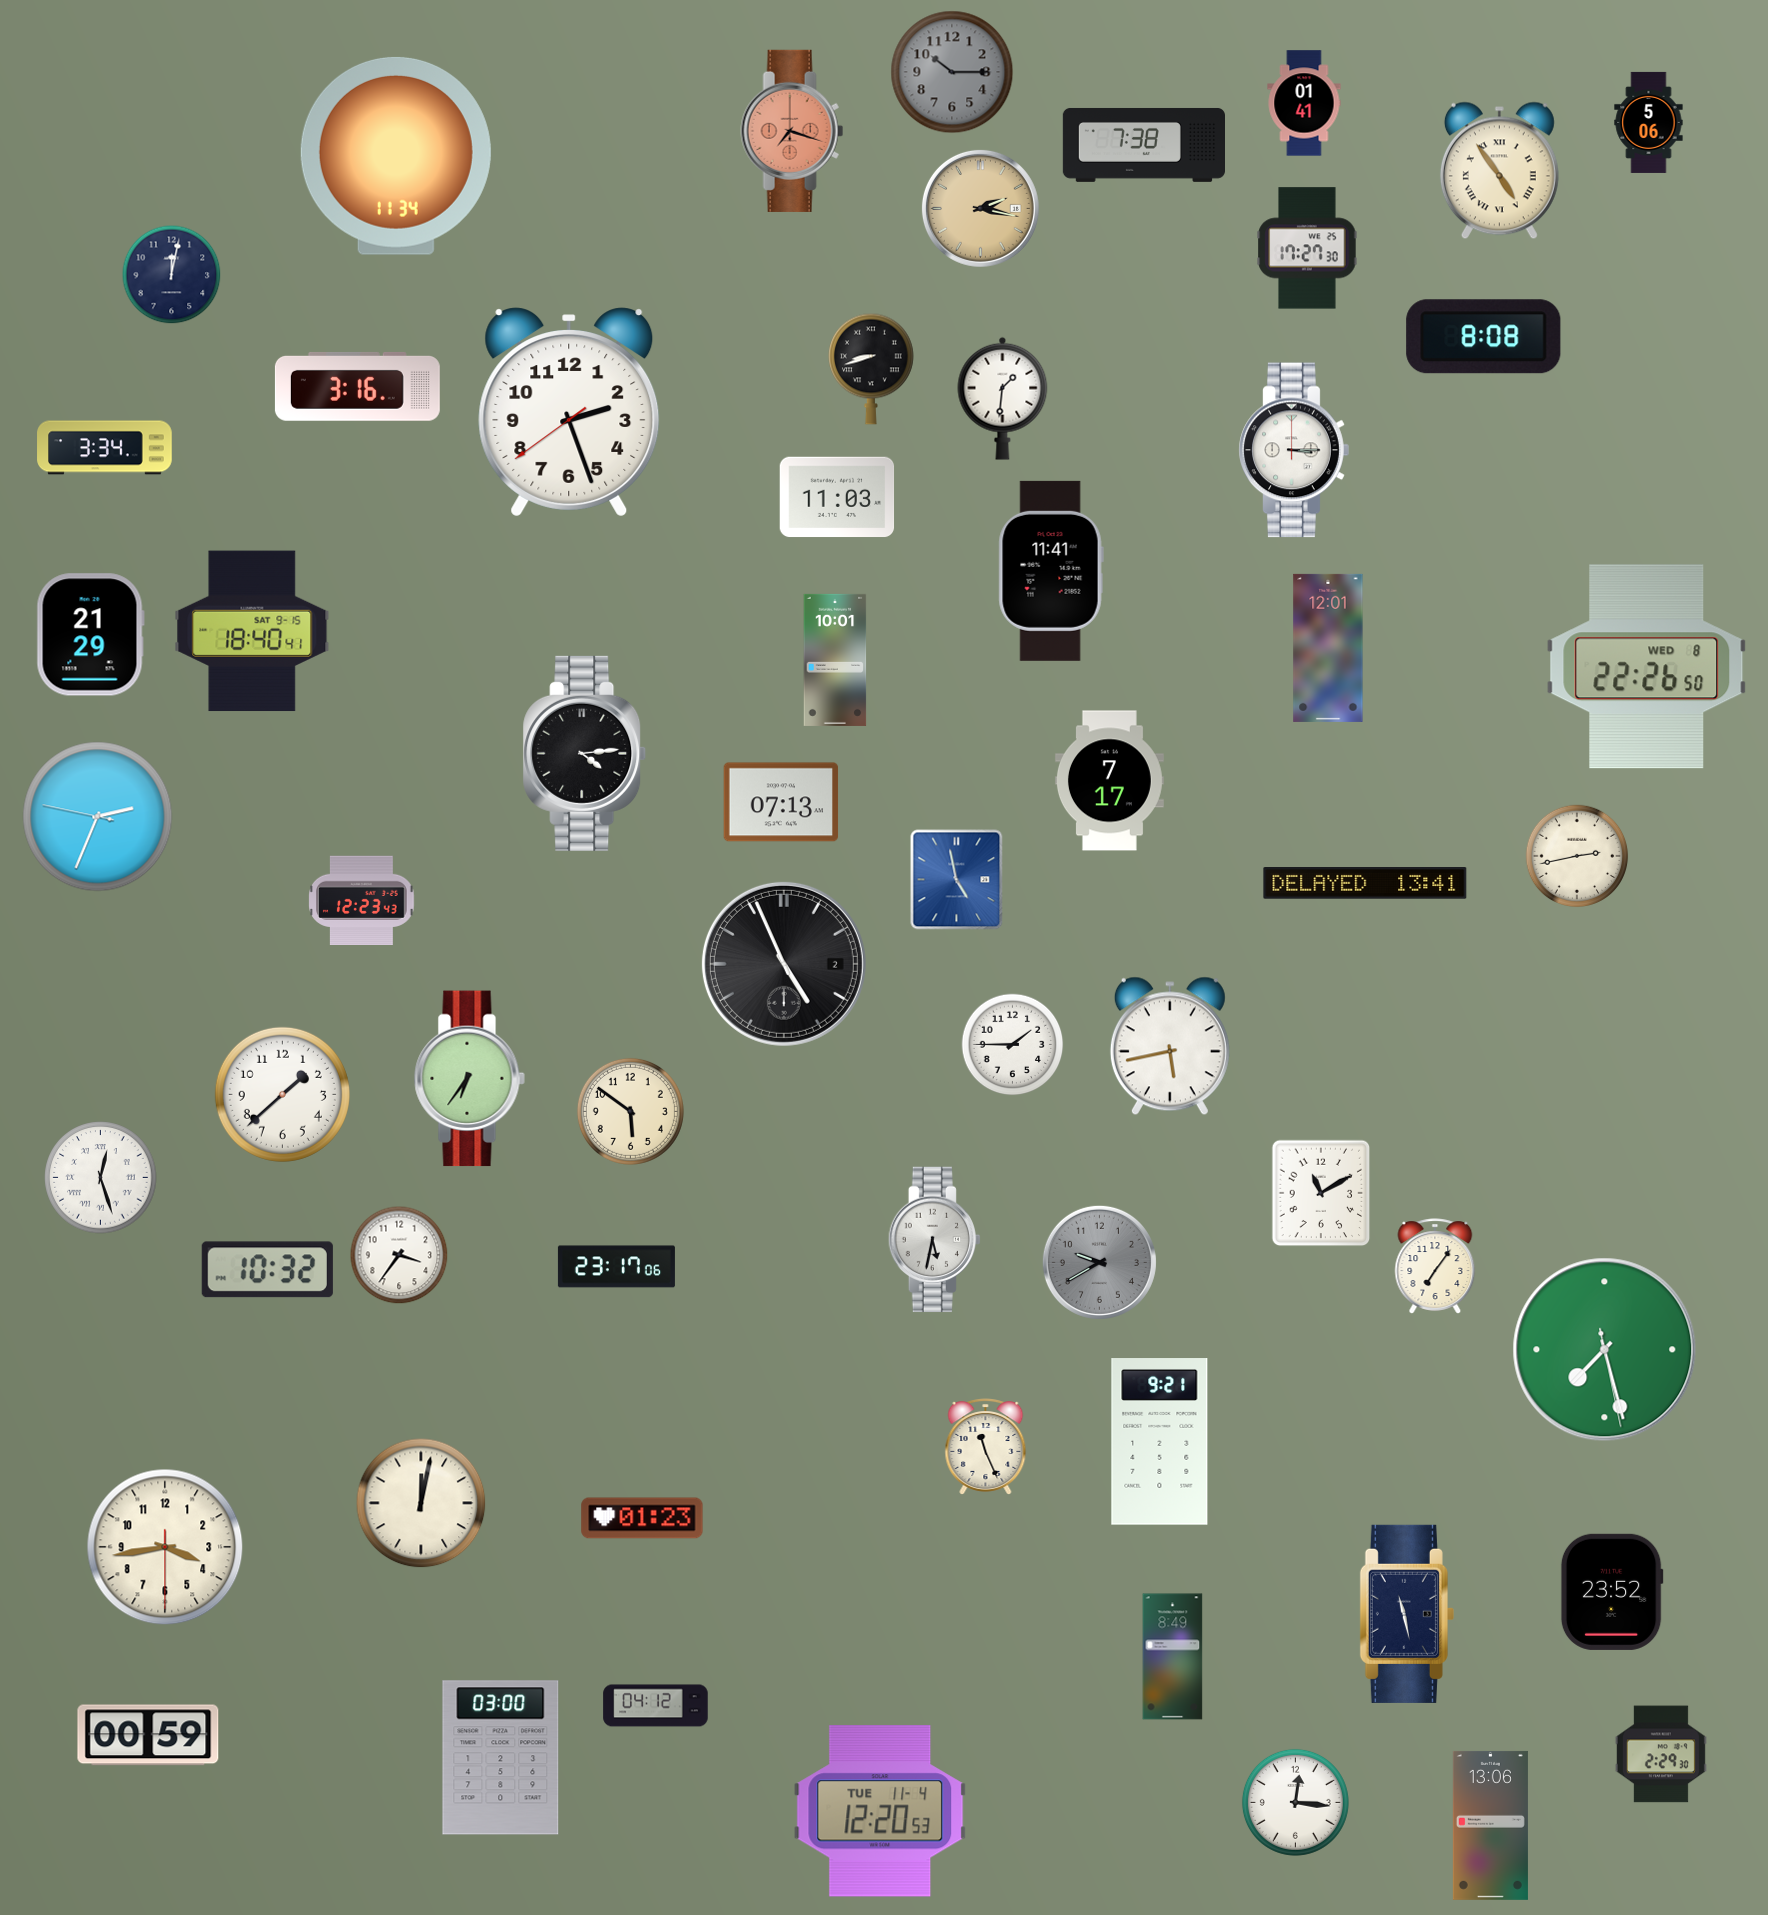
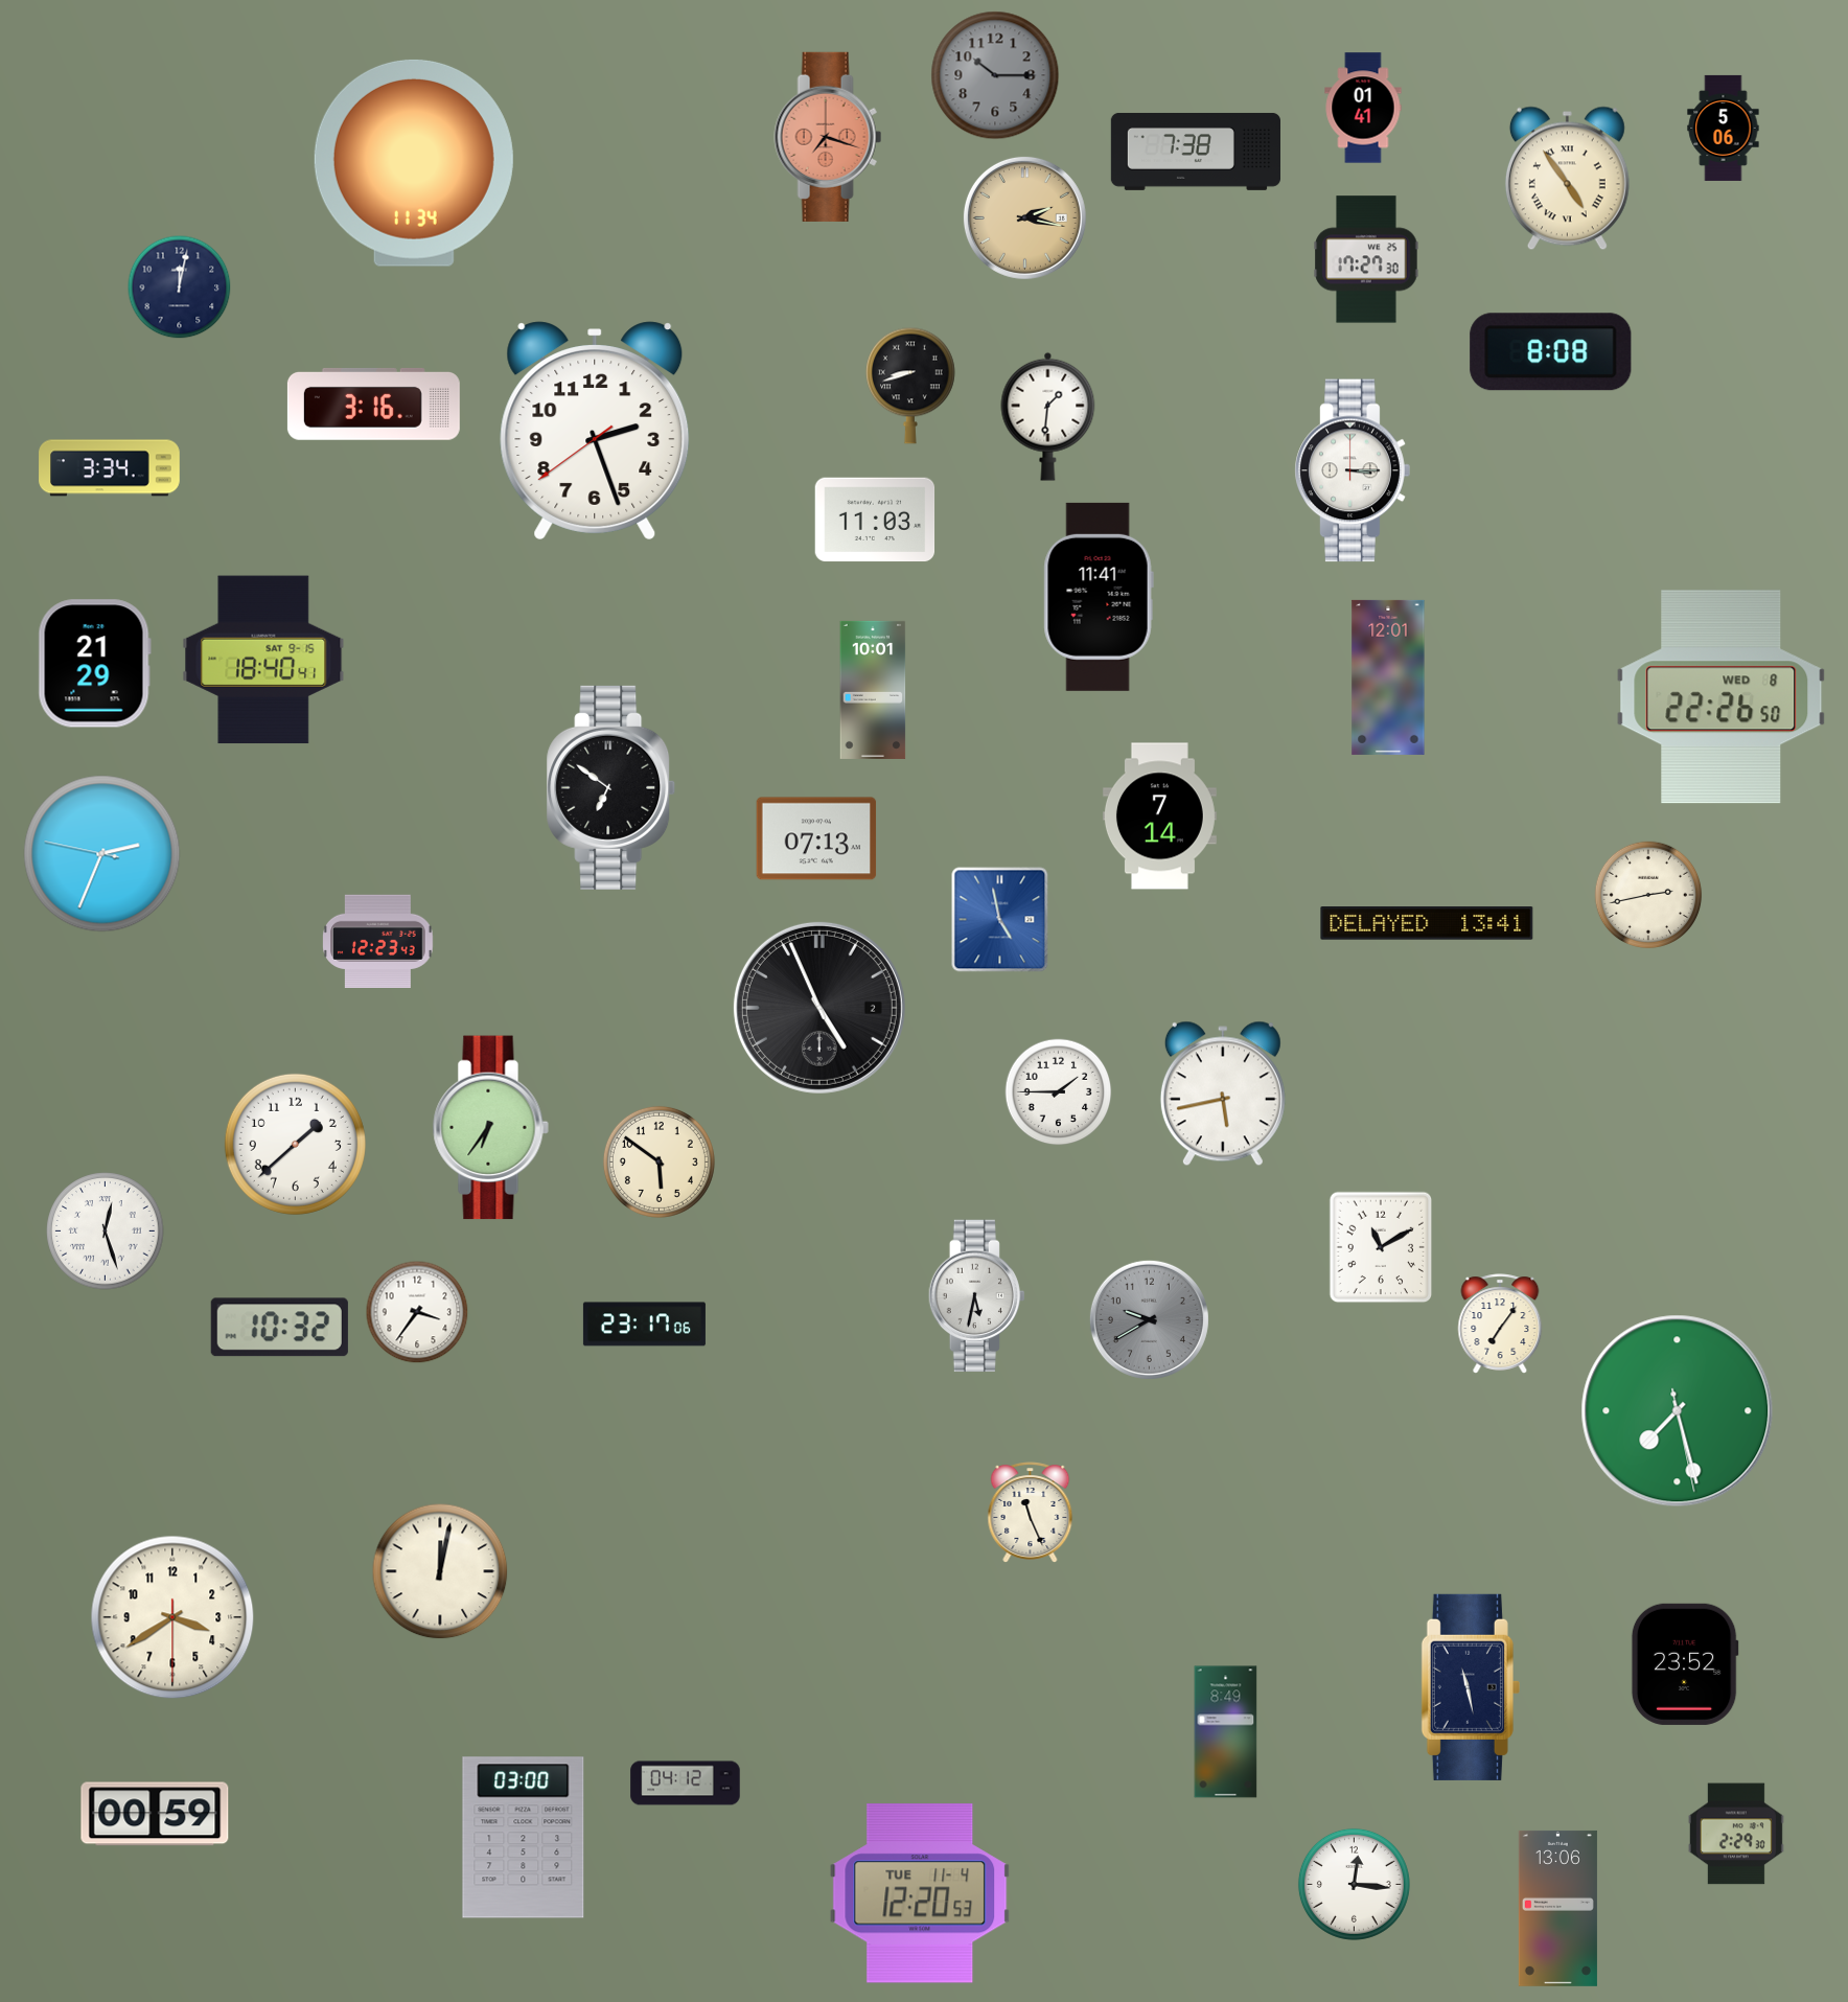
clock at (585, 753): 4:14 -> 6:51
clock at (1109, 781): 7:17 -> 7:14
clock at (1160, 1442): 9:21 -> none
clock at (642, 1518): 01:23 -> none
clock at (165, 1547): 3:43 -> 3:39
